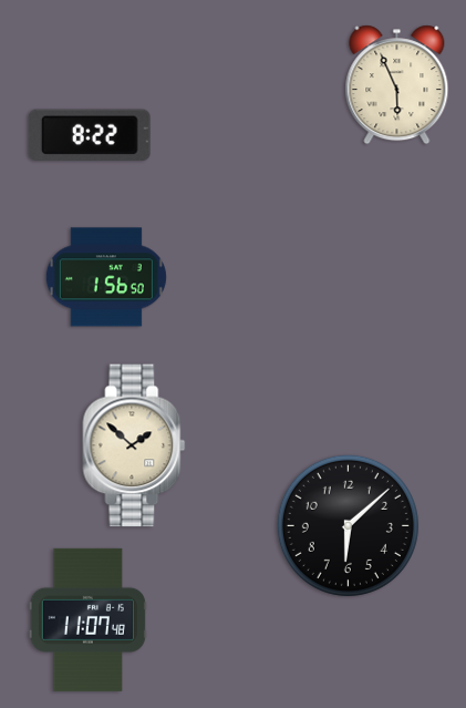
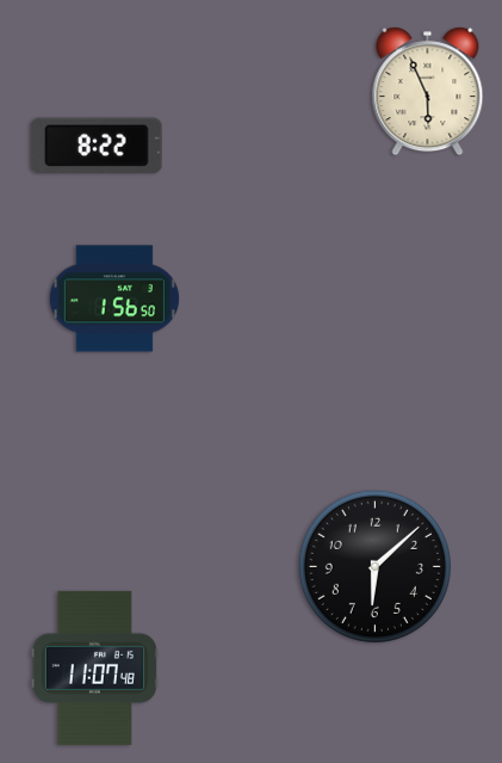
clock at (134, 445): 1:52 -> none
